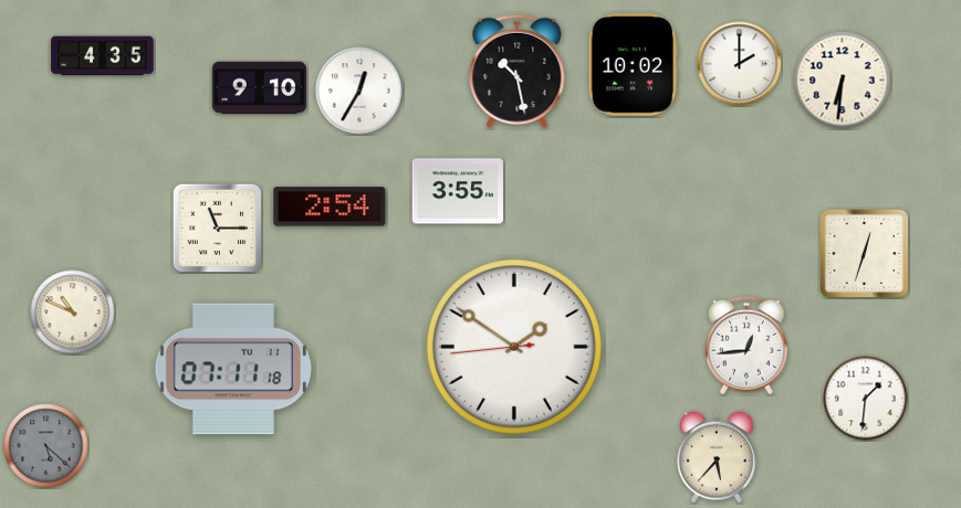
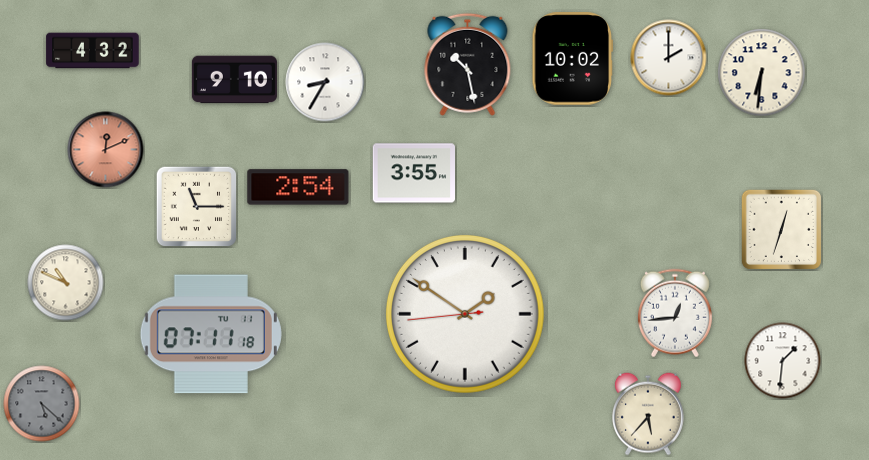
clock at (103, 56): 4:35 -> 4:32
clock at (359, 91): 12:35 -> 8:35
clock at (106, 150): none -> 12:11
